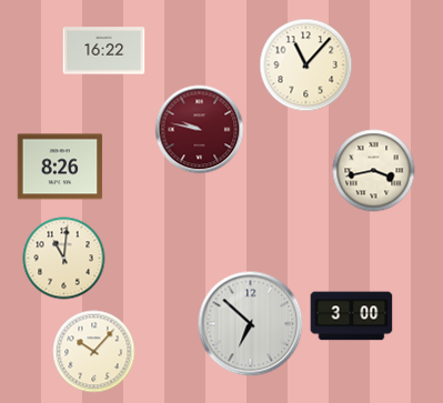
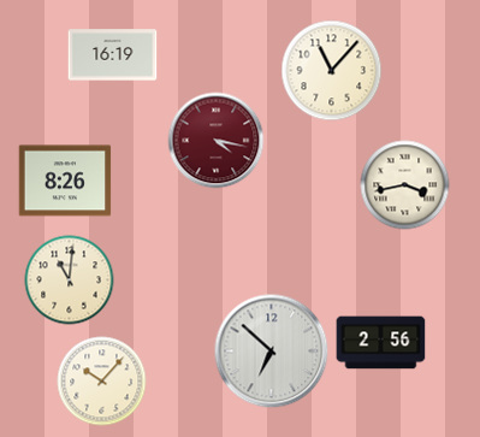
clock at (104, 51): 16:22 -> 16:19
clock at (200, 130): 9:47 -> 4:17
clock at (352, 316): 3:00 -> 2:56
